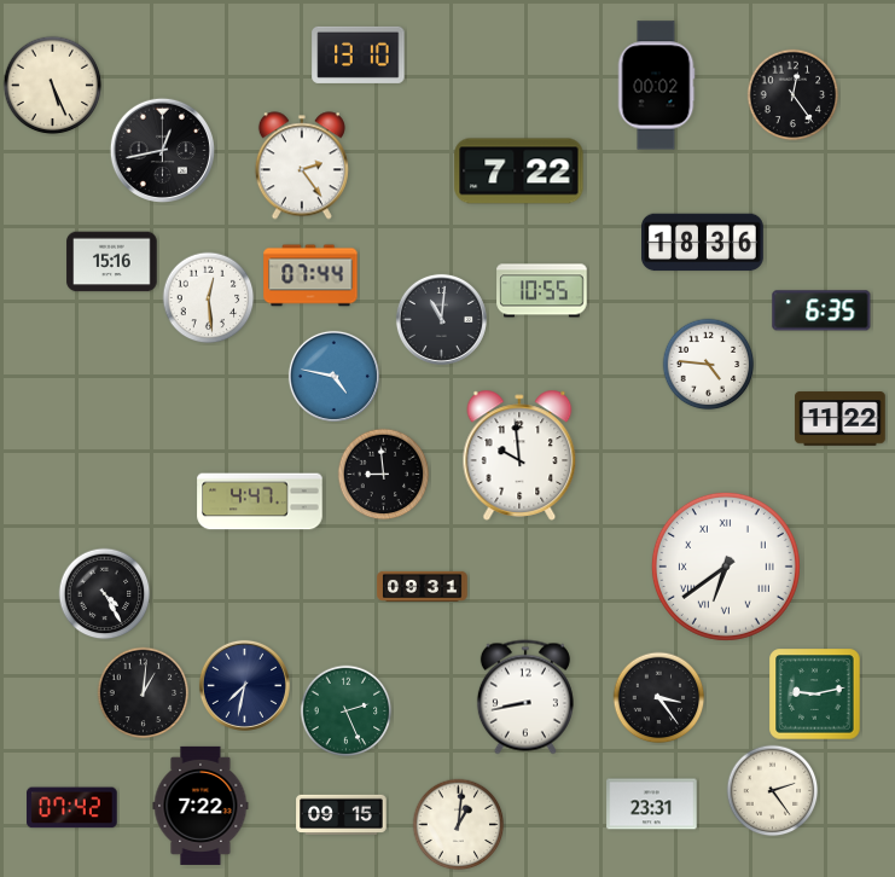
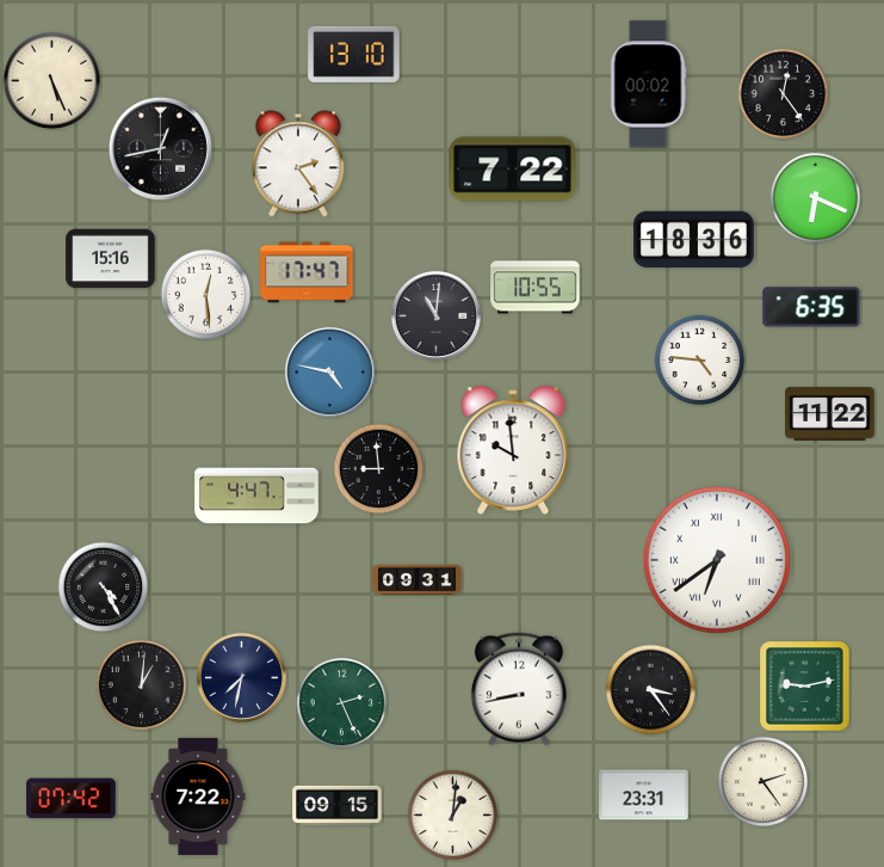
clock at (53, 86) position: (53, 86) -> (52, 81)
clock at (816, 198): none -> 6:19
clock at (310, 275): 07:44 -> 17:47
